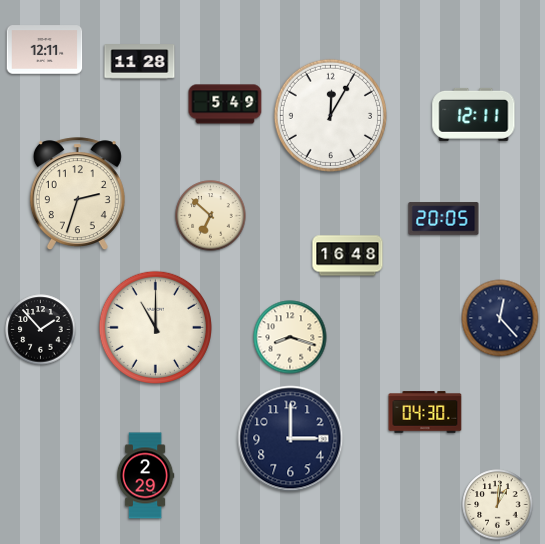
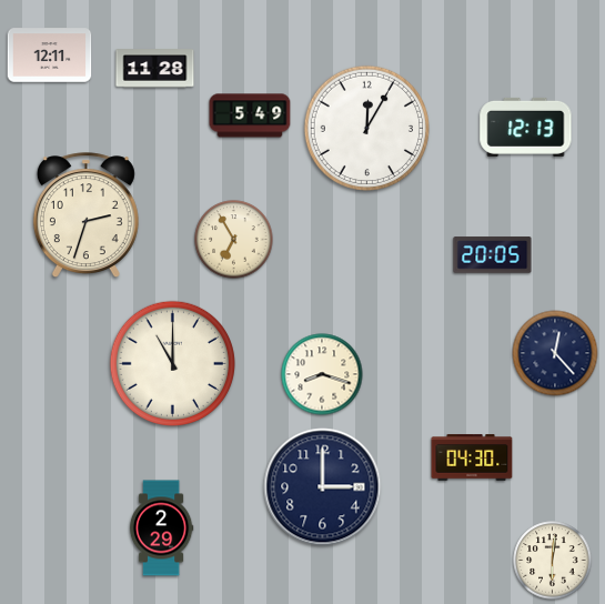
clock at (474, 114): 12:11 -> 12:13
clock at (211, 216): 6:52 -> 6:55
clock at (444, 219) position: (444, 219) -> (493, 255)
clock at (348, 256): 16:48 -> none
clock at (41, 330): 1:53 -> none
clock at (498, 505): 1:01 -> 6:01
